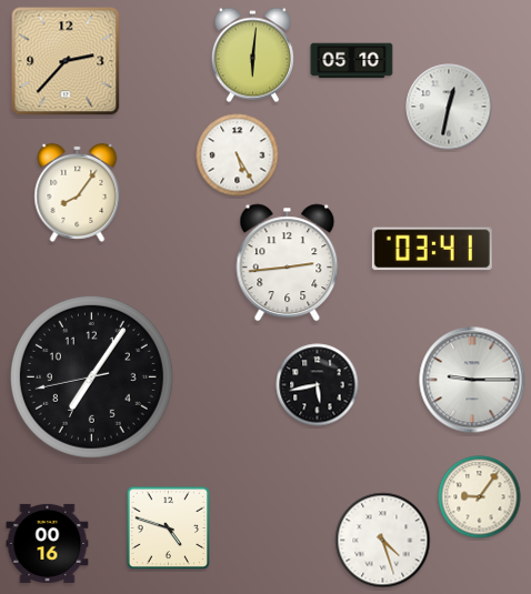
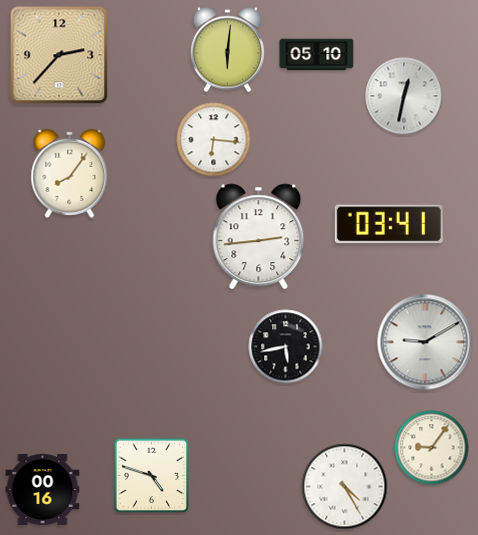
clock at (238, 155): 5:25 -> 6:16
clock at (91, 376): 7:05 -> none
clock at (472, 380): 9:15 -> 9:10
clock at (383, 541): 4:27 -> 4:25
